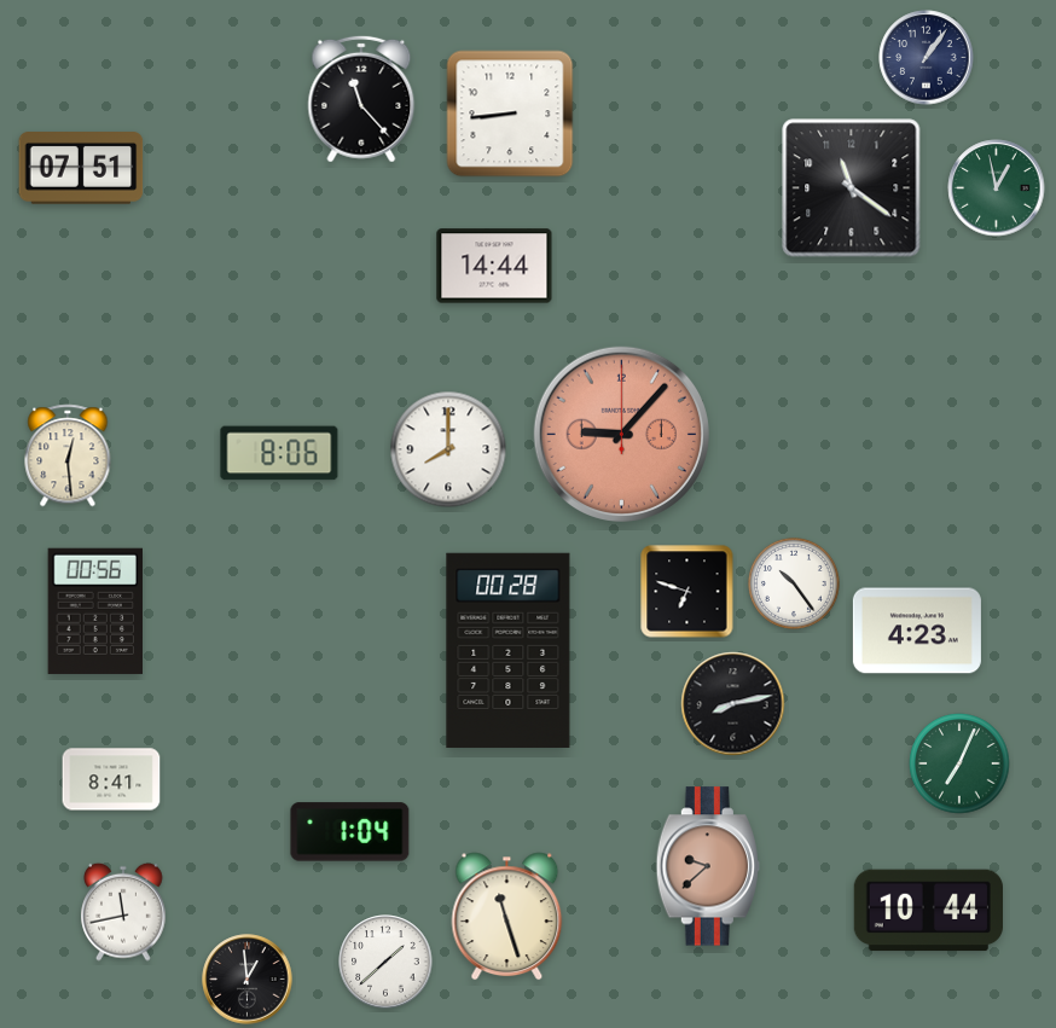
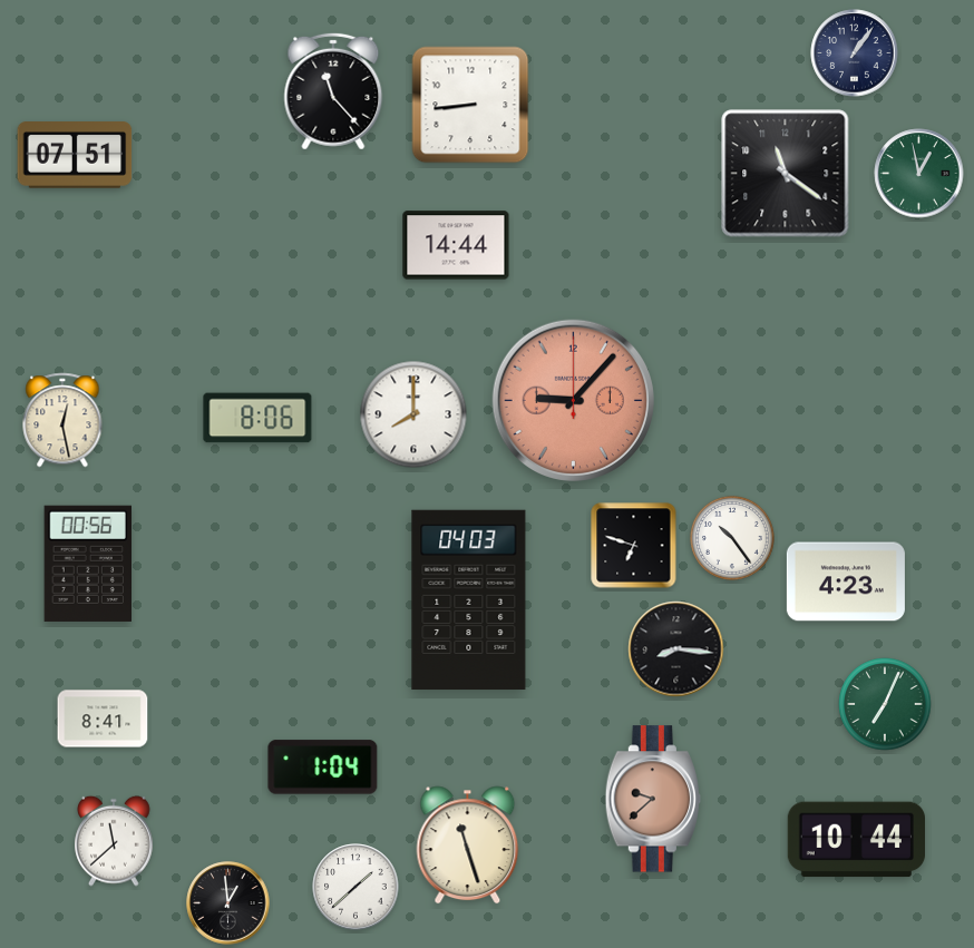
clock at (68, 455): 12:29 -> 12:28
clock at (509, 651): 00:28 -> 04:03
clock at (733, 704): 8:13 -> 8:16
clock at (123, 912): 11:43 -> 11:38
